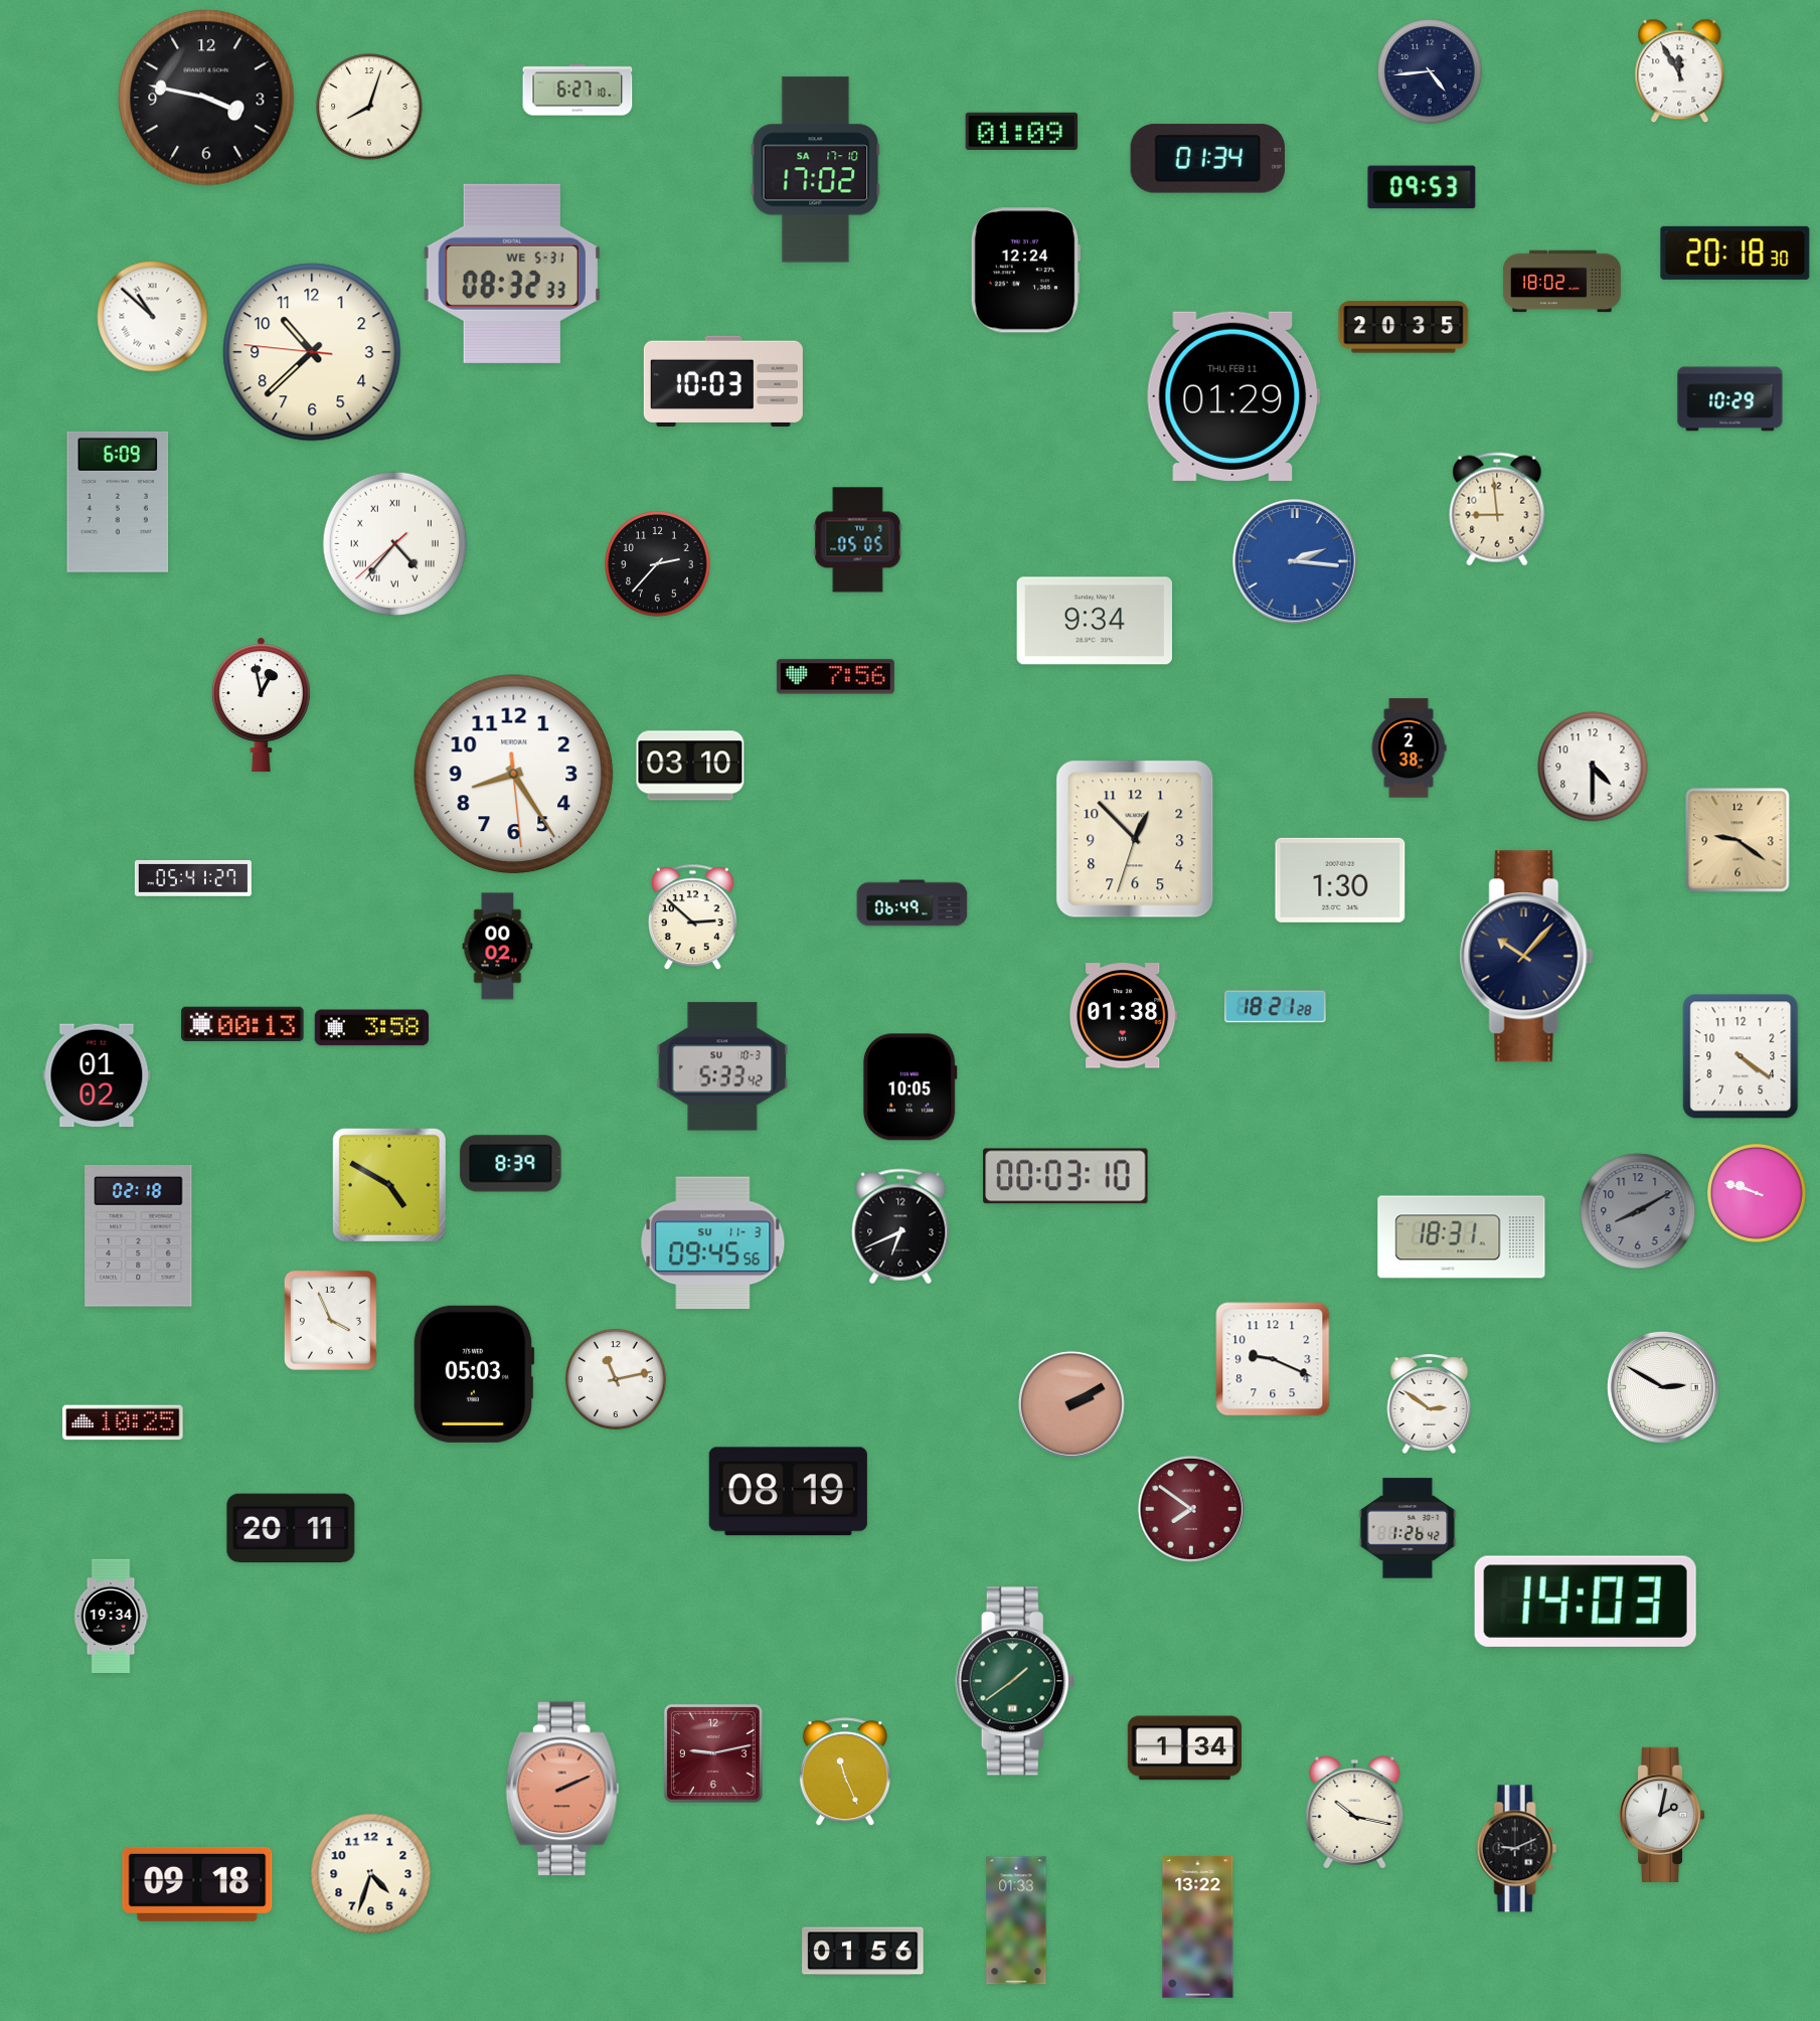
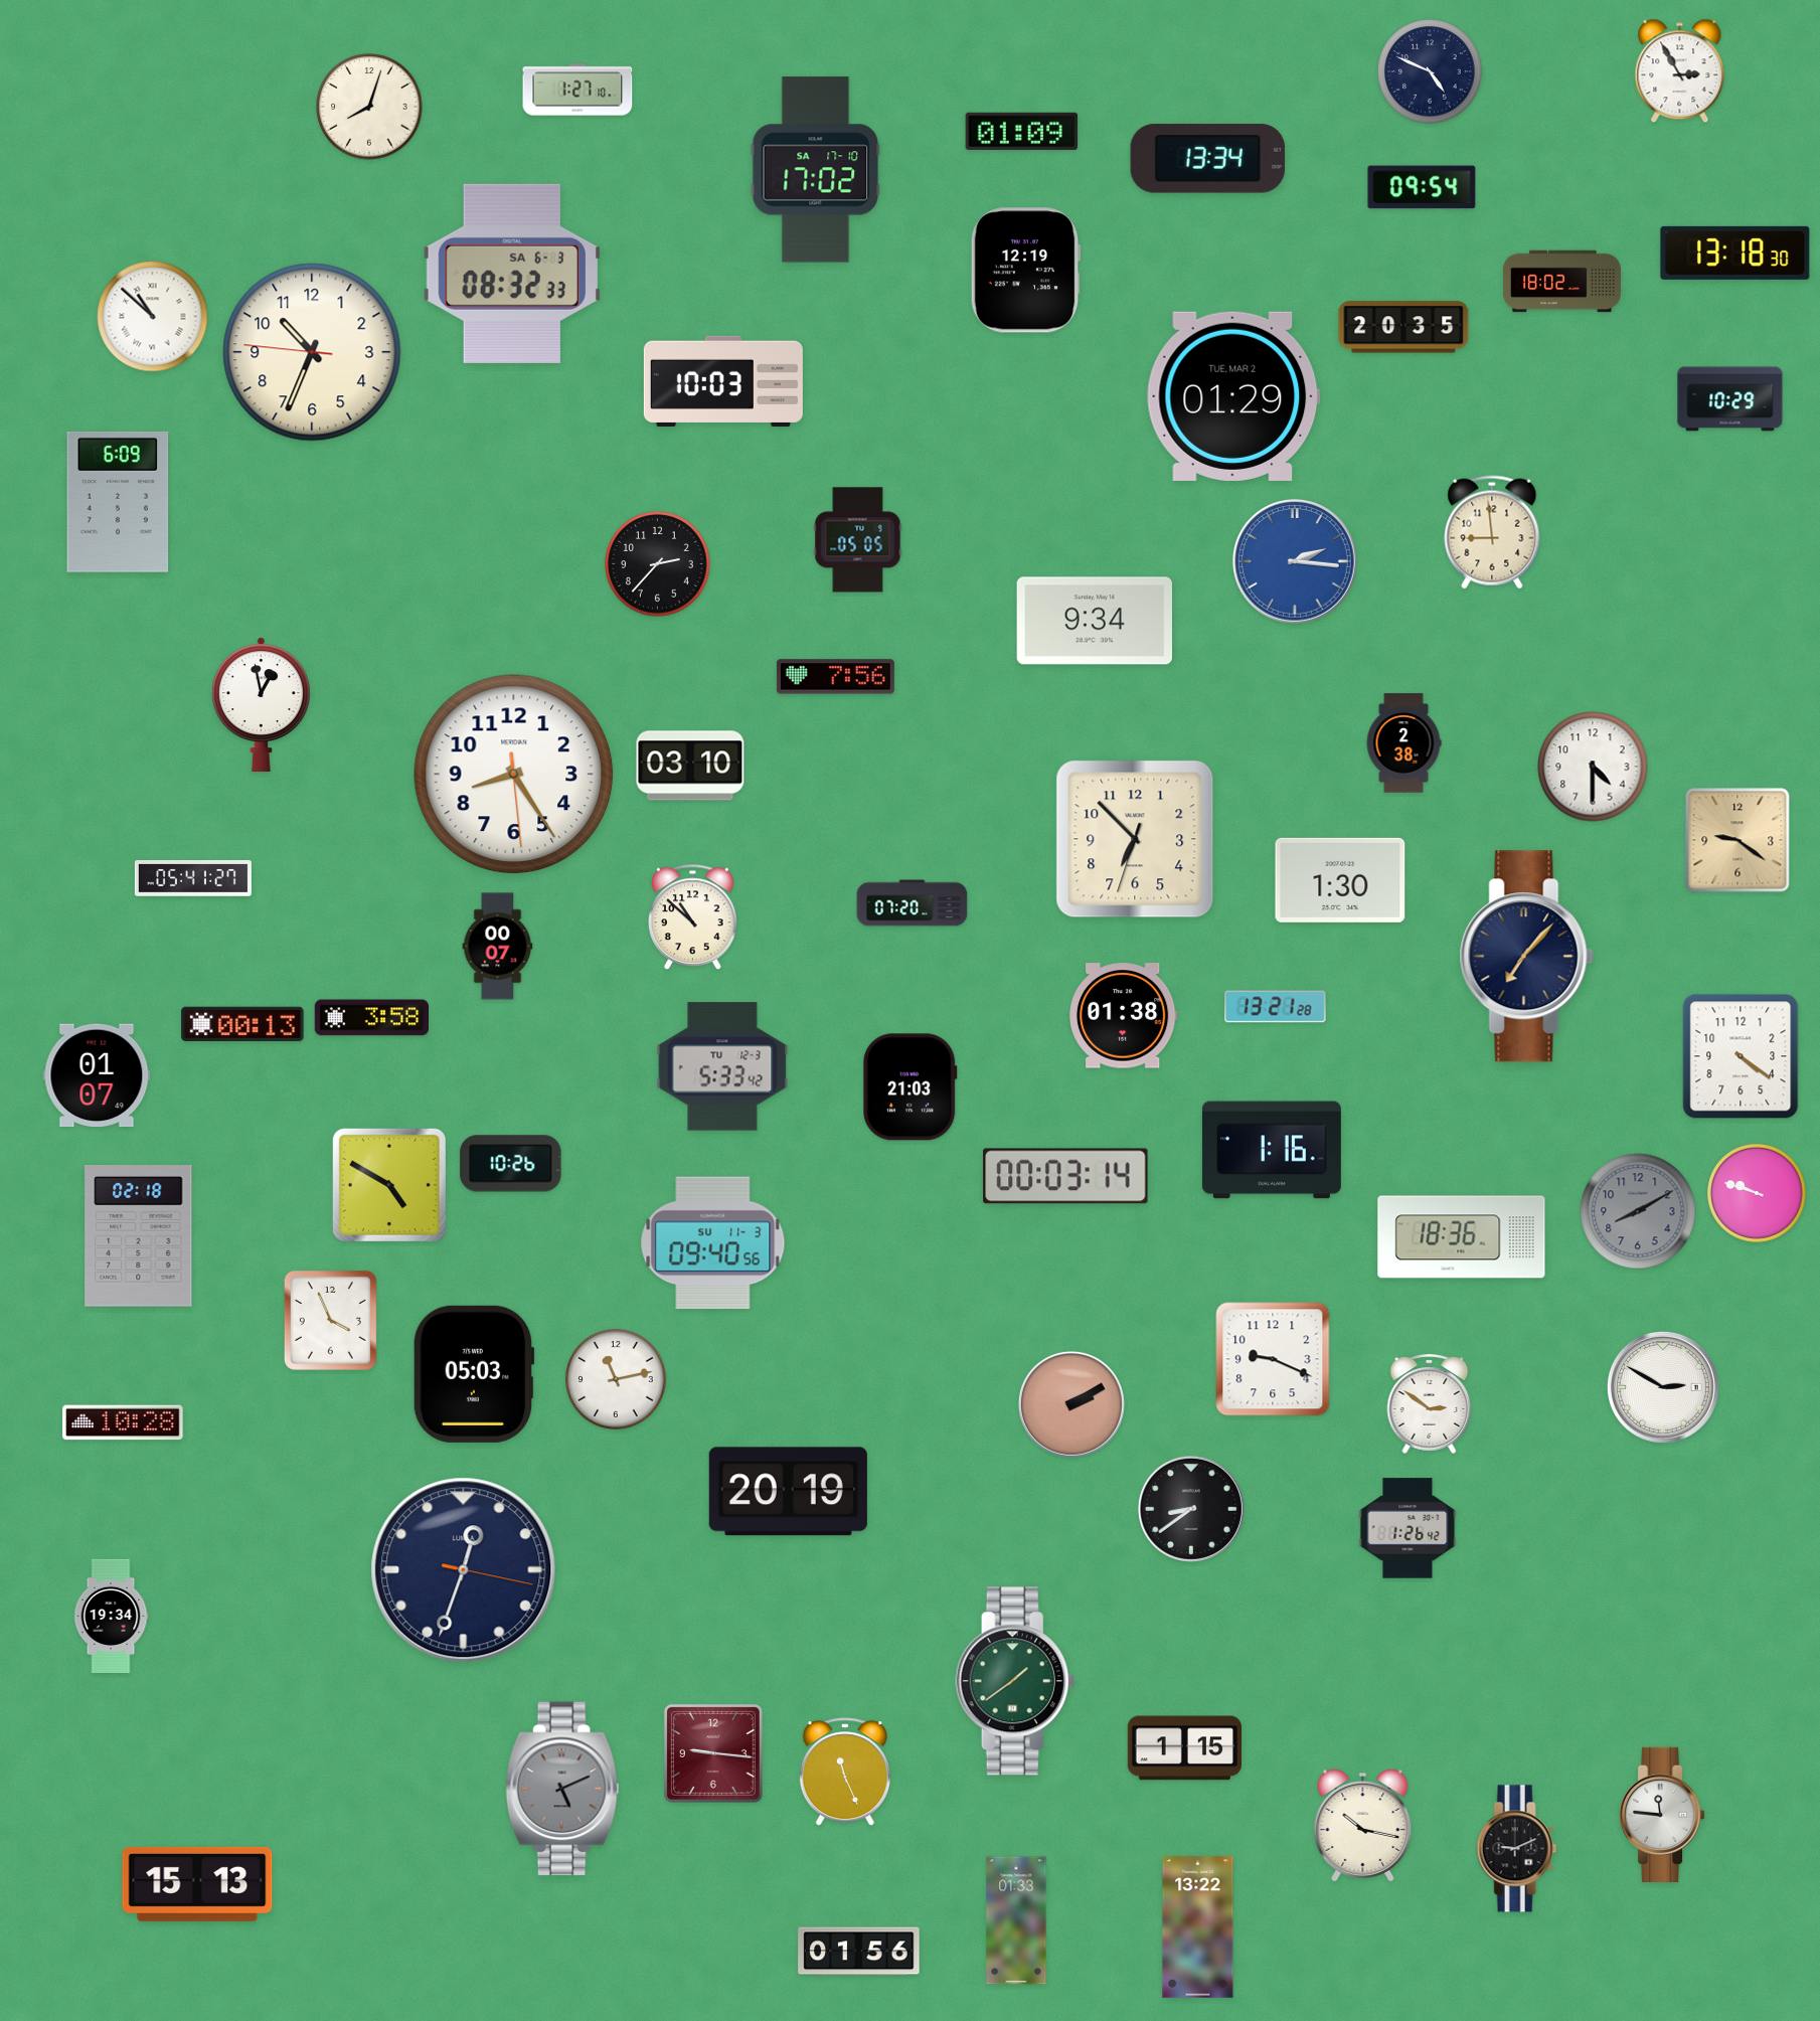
clock at (1430, 71): 4:44 -> 4:49
clock at (1680, 71): 11:55 -> 2:55
clock at (577, 90): 6:27 -> 1:27
clock at (206, 98): 3:47 -> none
clock at (1208, 159): 01:34 -> 13:34
clock at (1422, 187): 09:53 -> 09:54
clock at (1735, 252): 20:18 -> 13:18
clock at (1025, 271): 12:24 -> 12:19
clock at (512, 274) date: WE 5-31 -> SA 6-3
clock at (312, 352): 10:37 -> 10:33
clock at (1233, 396) date: THU, FEB 11 -> TUE, MAR 2
clock at (1497, 509) position: (1497, 509) -> (1492, 532)
clock at (394, 543): 4:36 -> none
clock at (1409, 748) position: (1409, 748) -> (1403, 743)
clock at (1135, 839): 12:52 -> 6:52
clock at (913, 903): 06:49 -> 07:20
clock at (693, 917): 2:52 -> 10:52
clock at (498, 947): 00:02 -> 00:07
clock at (1526, 957): 10:07 -> 7:07
clock at (1276, 1007): 18:21 -> 13:21
clock at (371, 1028) position: (371, 1028) -> (371, 1018)
clock at (722, 1066) date: SU 10-3 -> TU 12-3
clock at (97, 1075): 01:02 -> 01:07
clock at (909, 1087): 10:05 -> 21:03
clock at (1272, 1150): none -> 1:16
clock at (511, 1164): 8:39 -> 10:26
clock at (1065, 1176): 00:03:10 -> 00:03:14
clock at (900, 1226): 6:41 -> none
clock at (1462, 1237): 18:31 -> 18:36
clock at (713, 1243): 09:45 -> 09:40
clock at (123, 1422): 10:25 -> 10:28
clock at (788, 1492): 08:19 -> 20:19
clock at (1191, 1509): 7:51 -> 8:39
clock at (1191, 1509) dial: burgundy -> black
clock at (291, 1528): 20:11 -> none
clock at (464, 1570): none -> 12:33
clock at (1586, 1602): 14:03 -> none
clock at (1184, 1748): 1:34 -> 1:15
clock at (713, 1753): 9:13 -> 9:16
clock at (562, 1789): 2:11 -> 5:11
clock at (562, 1789) dial: salmon -> grey
clock at (1355, 1812) position: (1355, 1812) -> (1363, 1825)
clock at (1662, 1814): 2:02 -> 11:46
clock at (371, 1874): 4:33 -> none
clock at (197, 1884): 09:18 -> 15:13
clock at (863, 1952) position: (863, 1952) -> (859, 1952)
